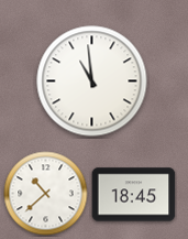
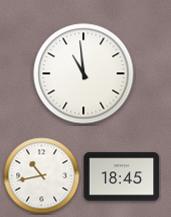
clock at (46, 194): 10:38 -> 10:43
